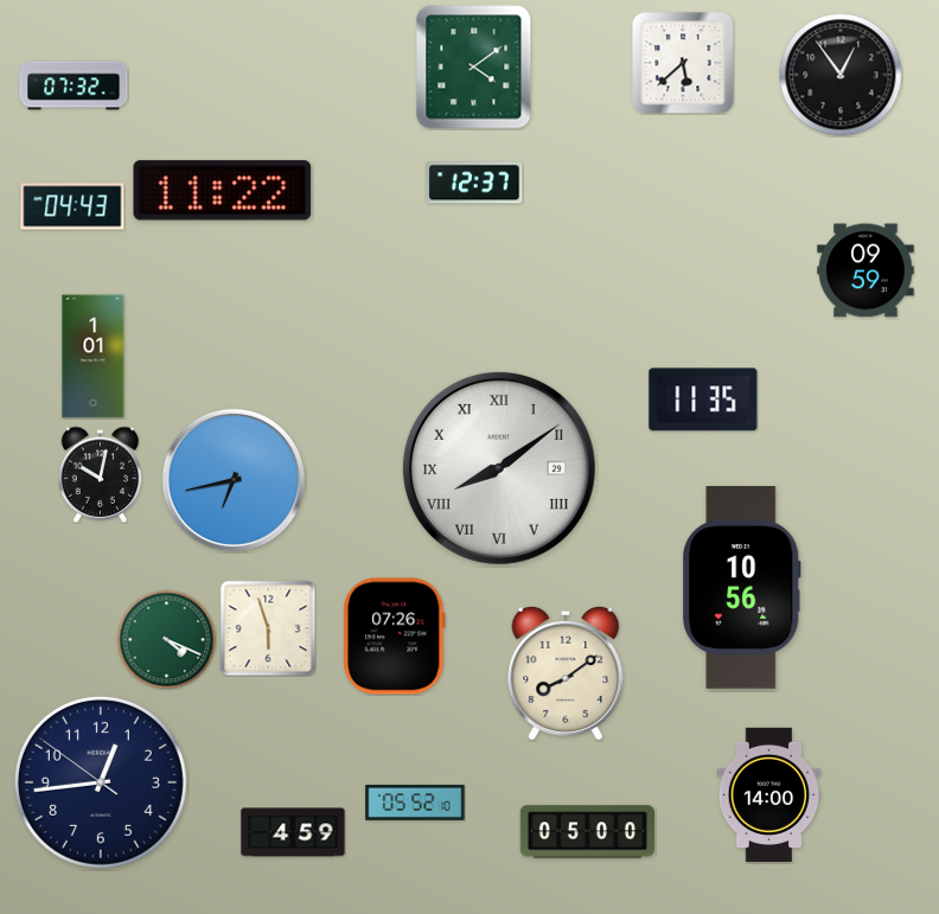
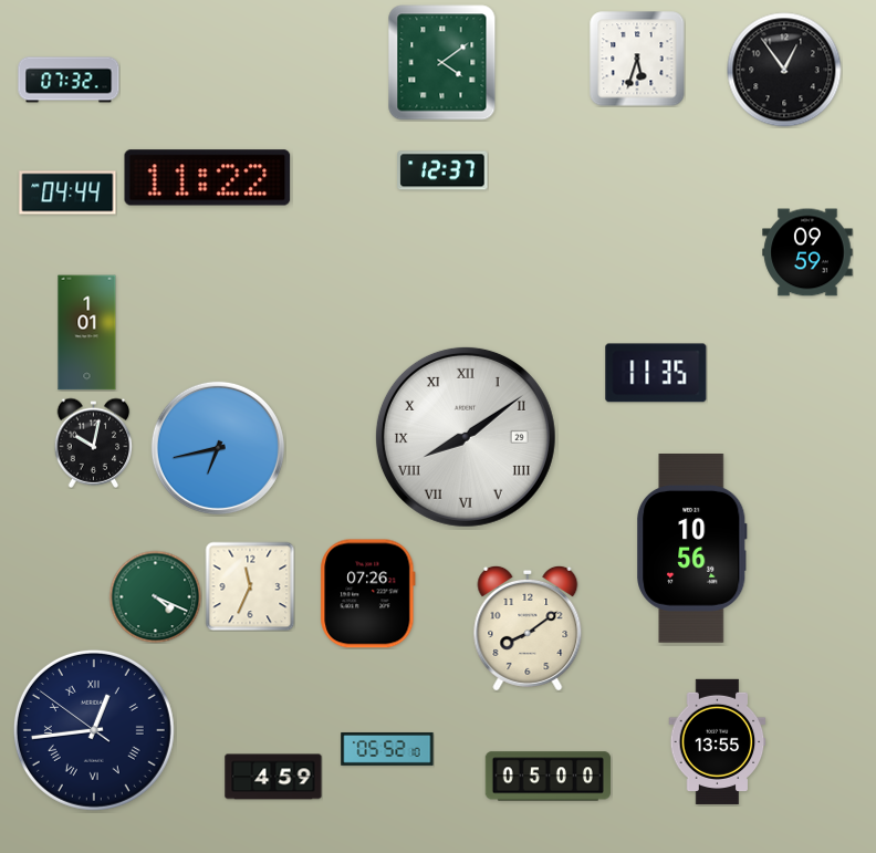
clock at (683, 63): 5:38 -> 5:33
clock at (72, 206): 04:43 -> 04:44
clock at (268, 628): 5:57 -> 11:34
clock at (101, 782) numerals: Arabic -> Roman
clock at (769, 794): 14:00 -> 13:55
